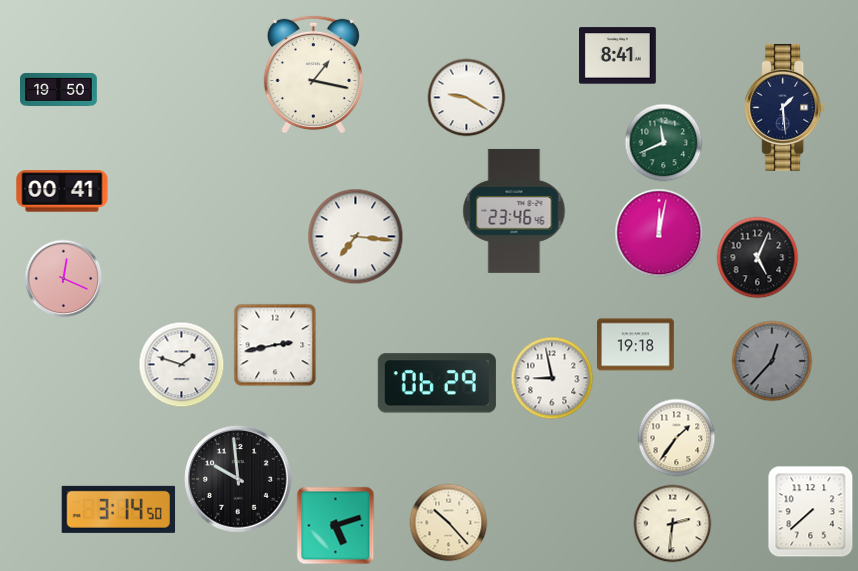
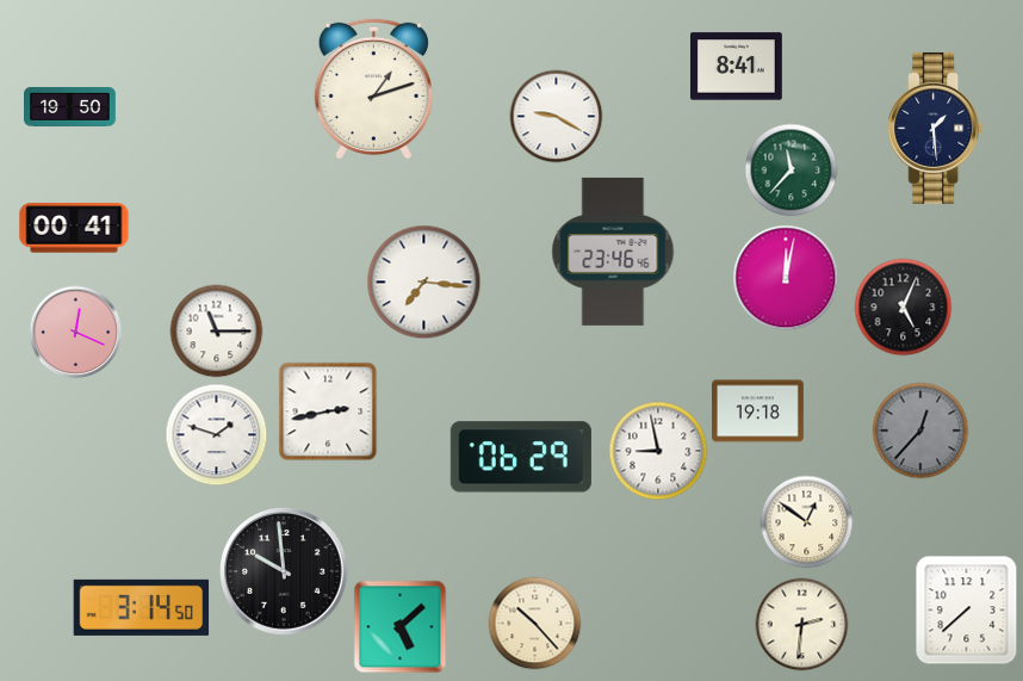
clock at (313, 74): 1:17 -> 1:12
clock at (663, 142): 11:41 -> 11:37
clock at (216, 330): none -> 11:15
clock at (676, 437): 1:36 -> 12:51
clock at (335, 525): 5:12 -> 5:08
